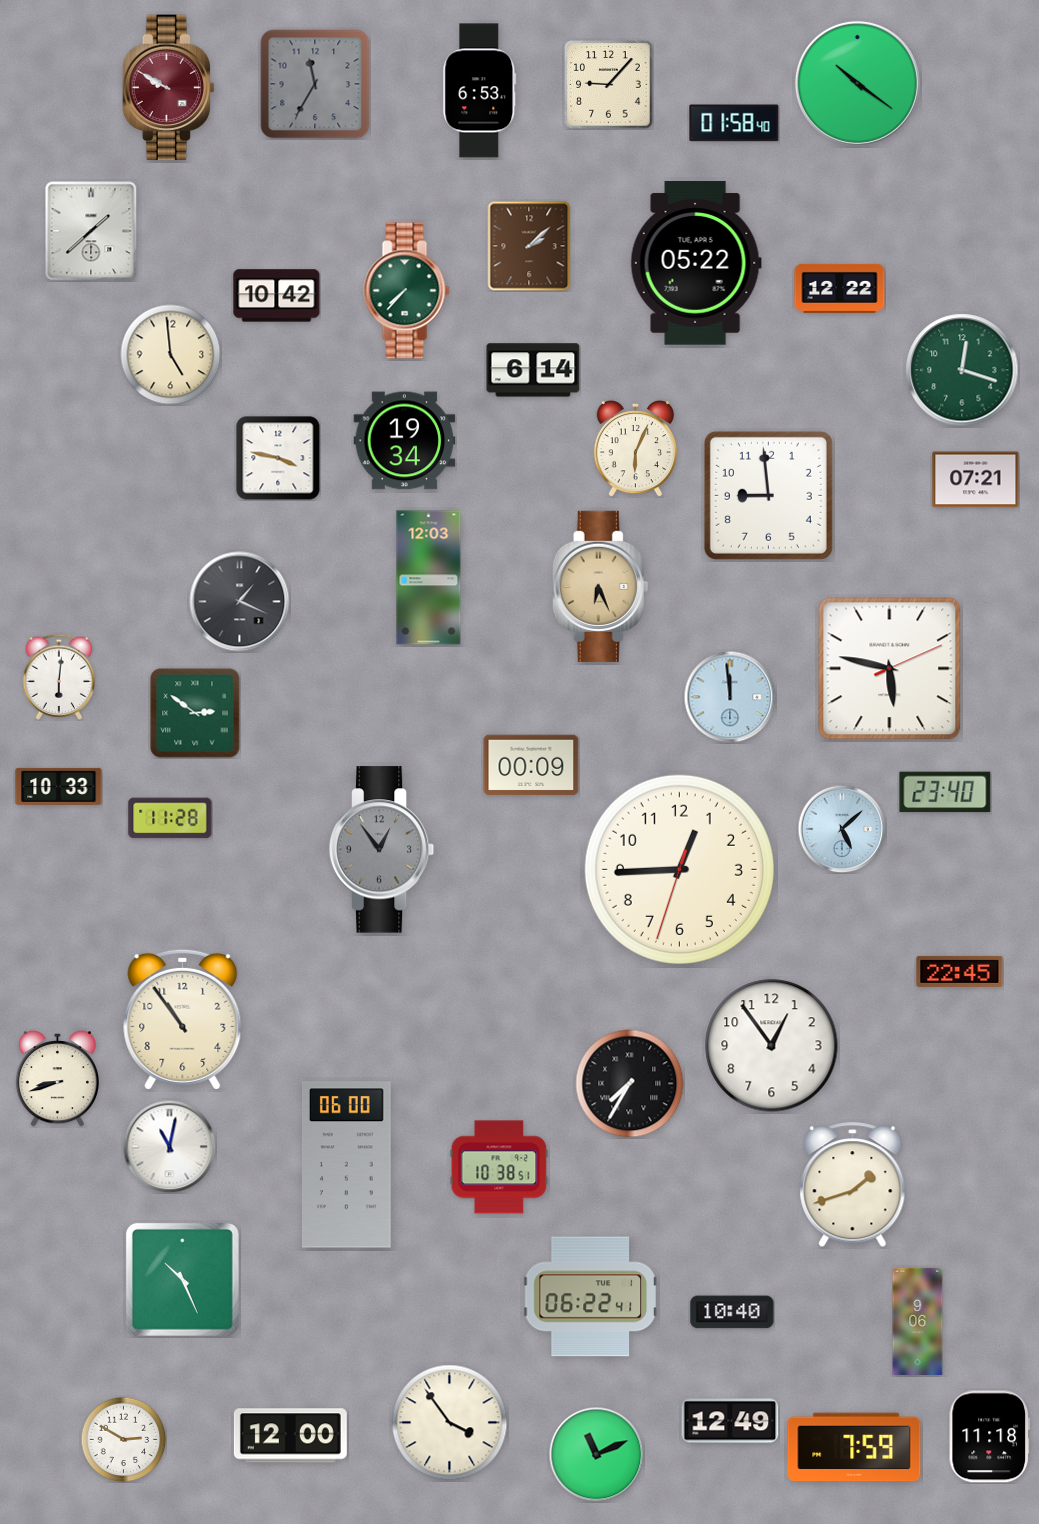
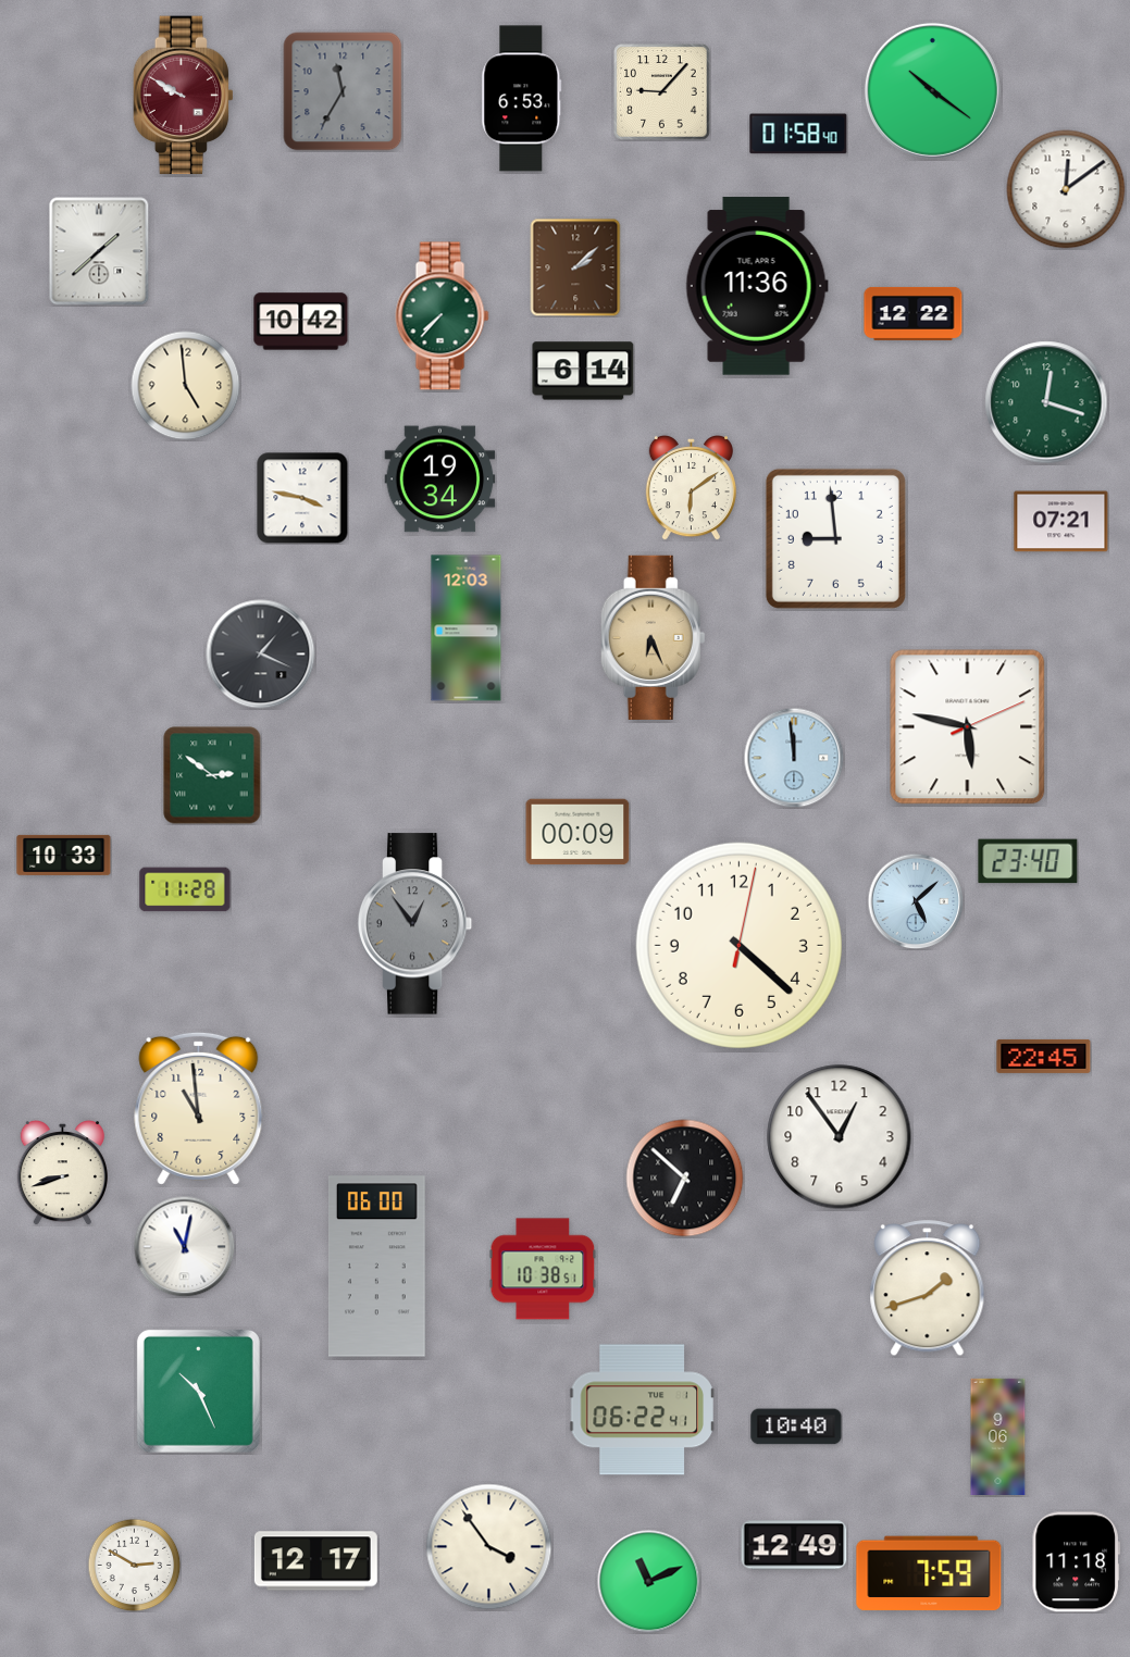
clock at (1066, 189): none -> 12:09
clock at (696, 263): 05:22 -> 11:36
clock at (533, 370) position: (533, 370) -> (583, 371)
clock at (635, 448): 6:04 -> 6:09
clock at (59, 677): 6:01 -> none
clock at (679, 869): 12:44 -> 4:22
clock at (183, 1019): 10:54 -> 10:59
clock at (630, 1084): 7:35 -> 6:52
clock at (290, 1436): 12:00 -> 12:17
